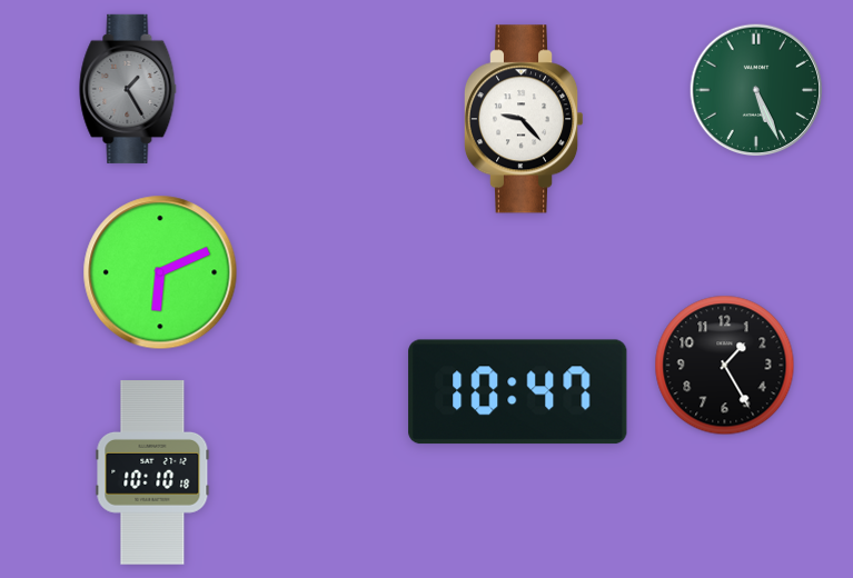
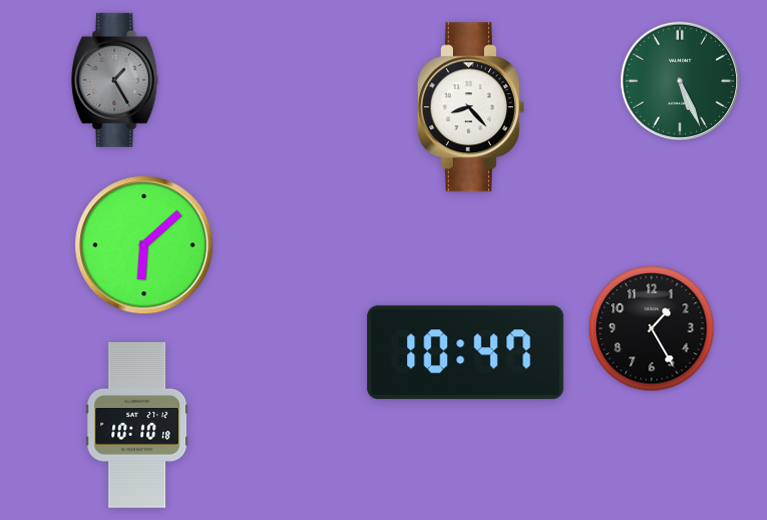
clock at (524, 119): 9:23 -> 8:23
clock at (160, 272): 6:11 -> 6:08
